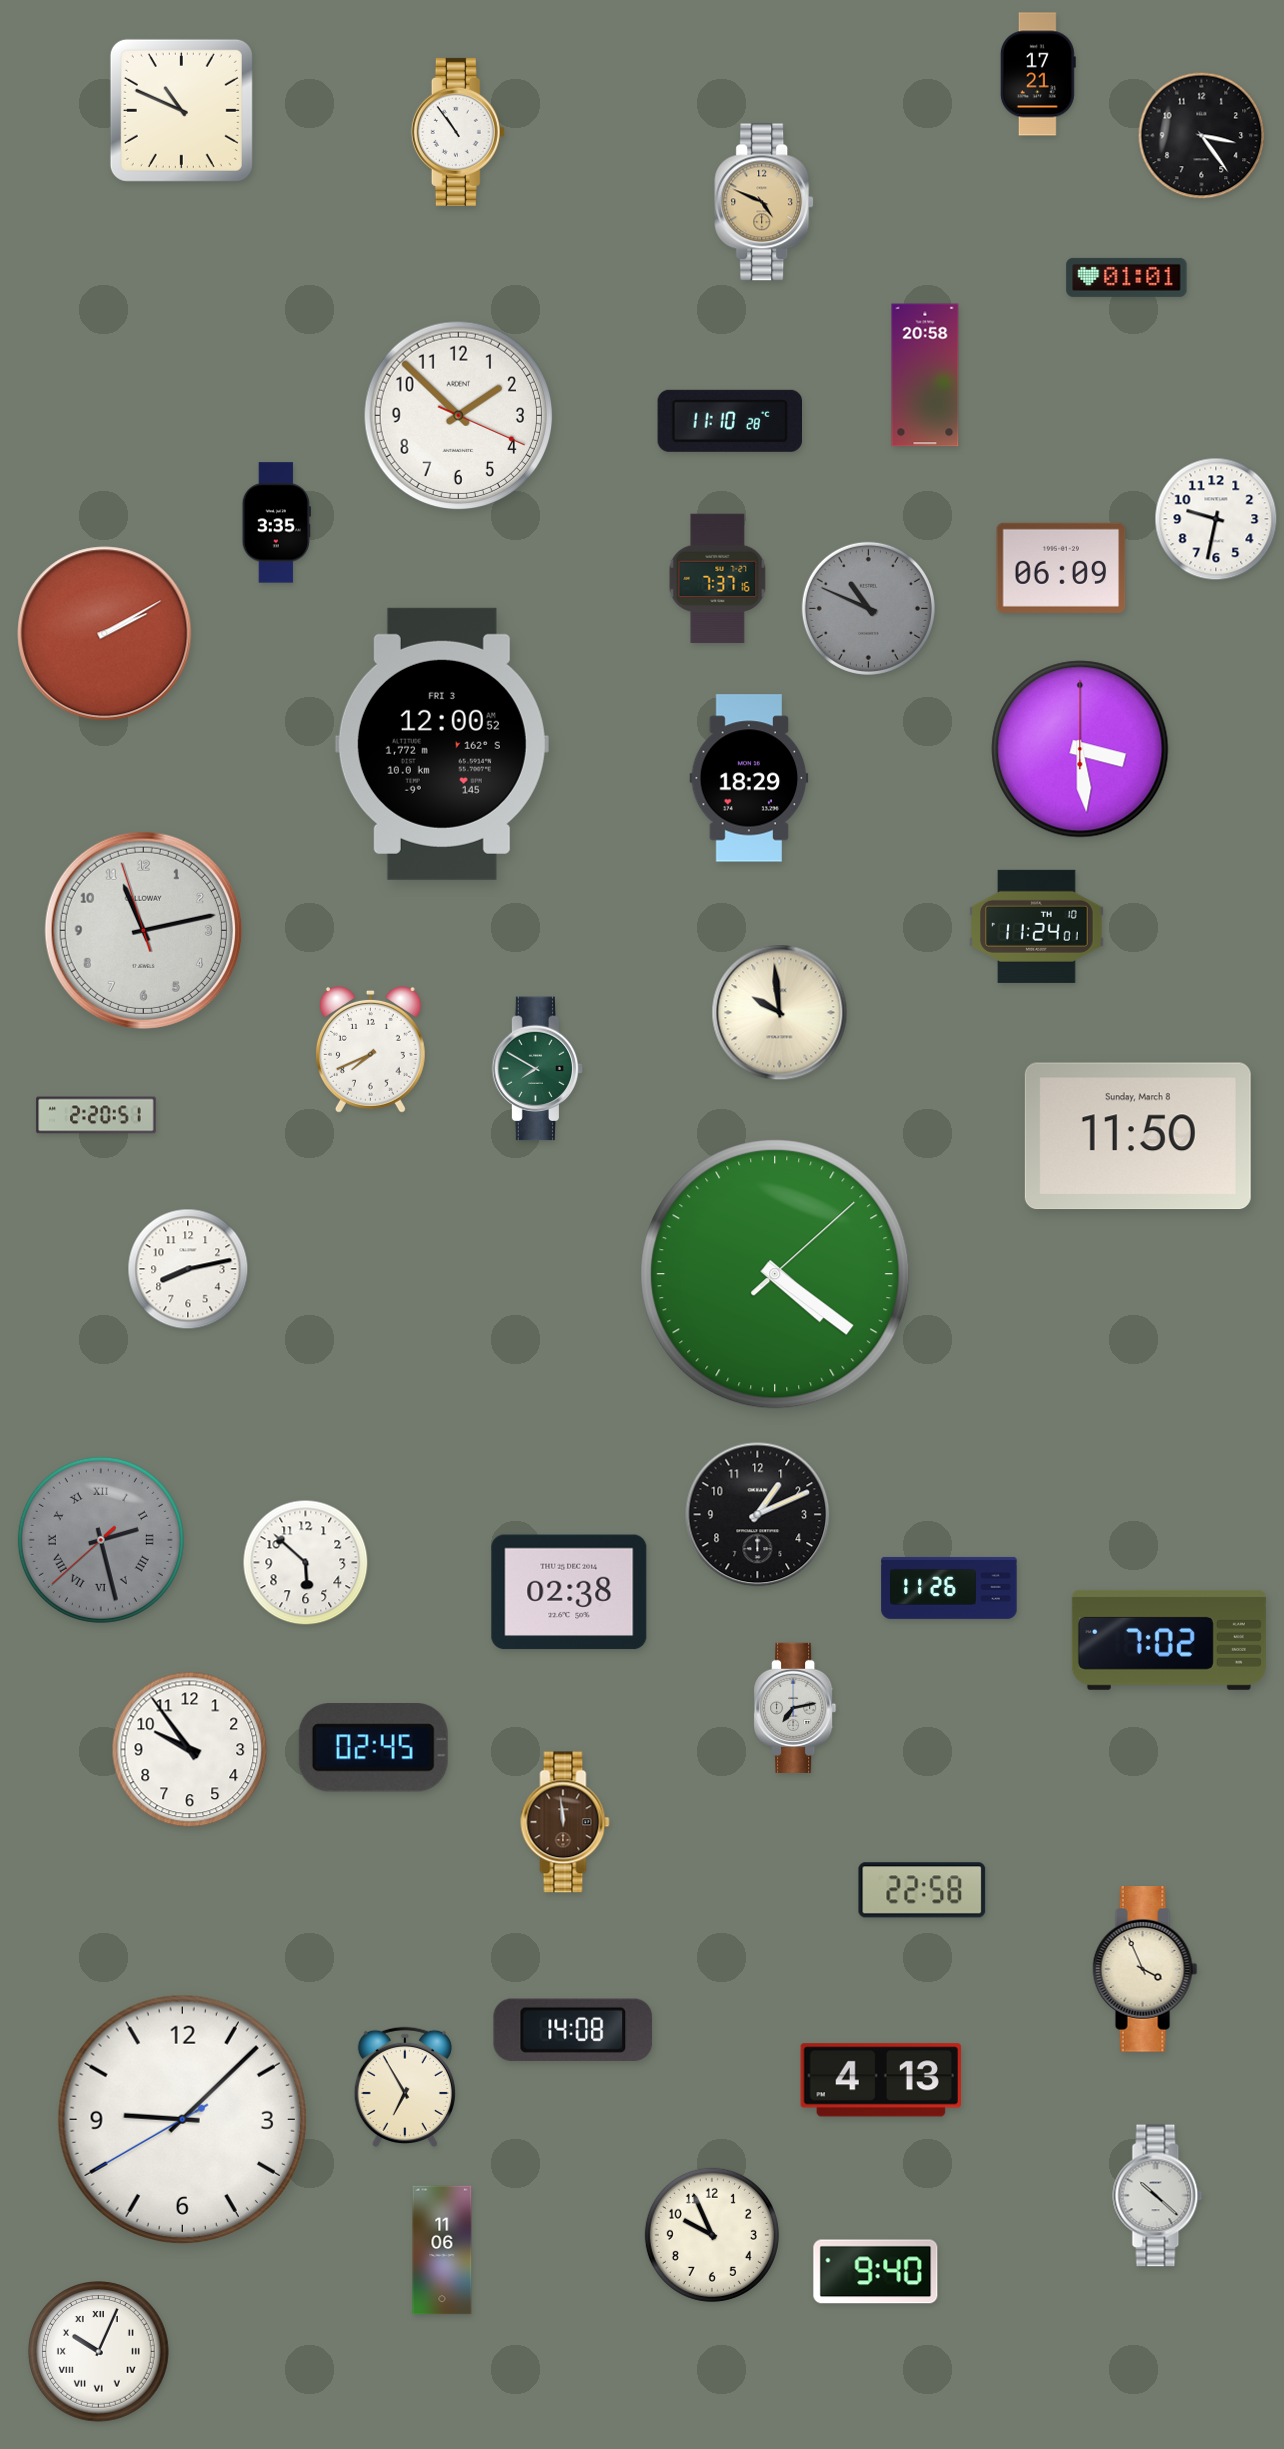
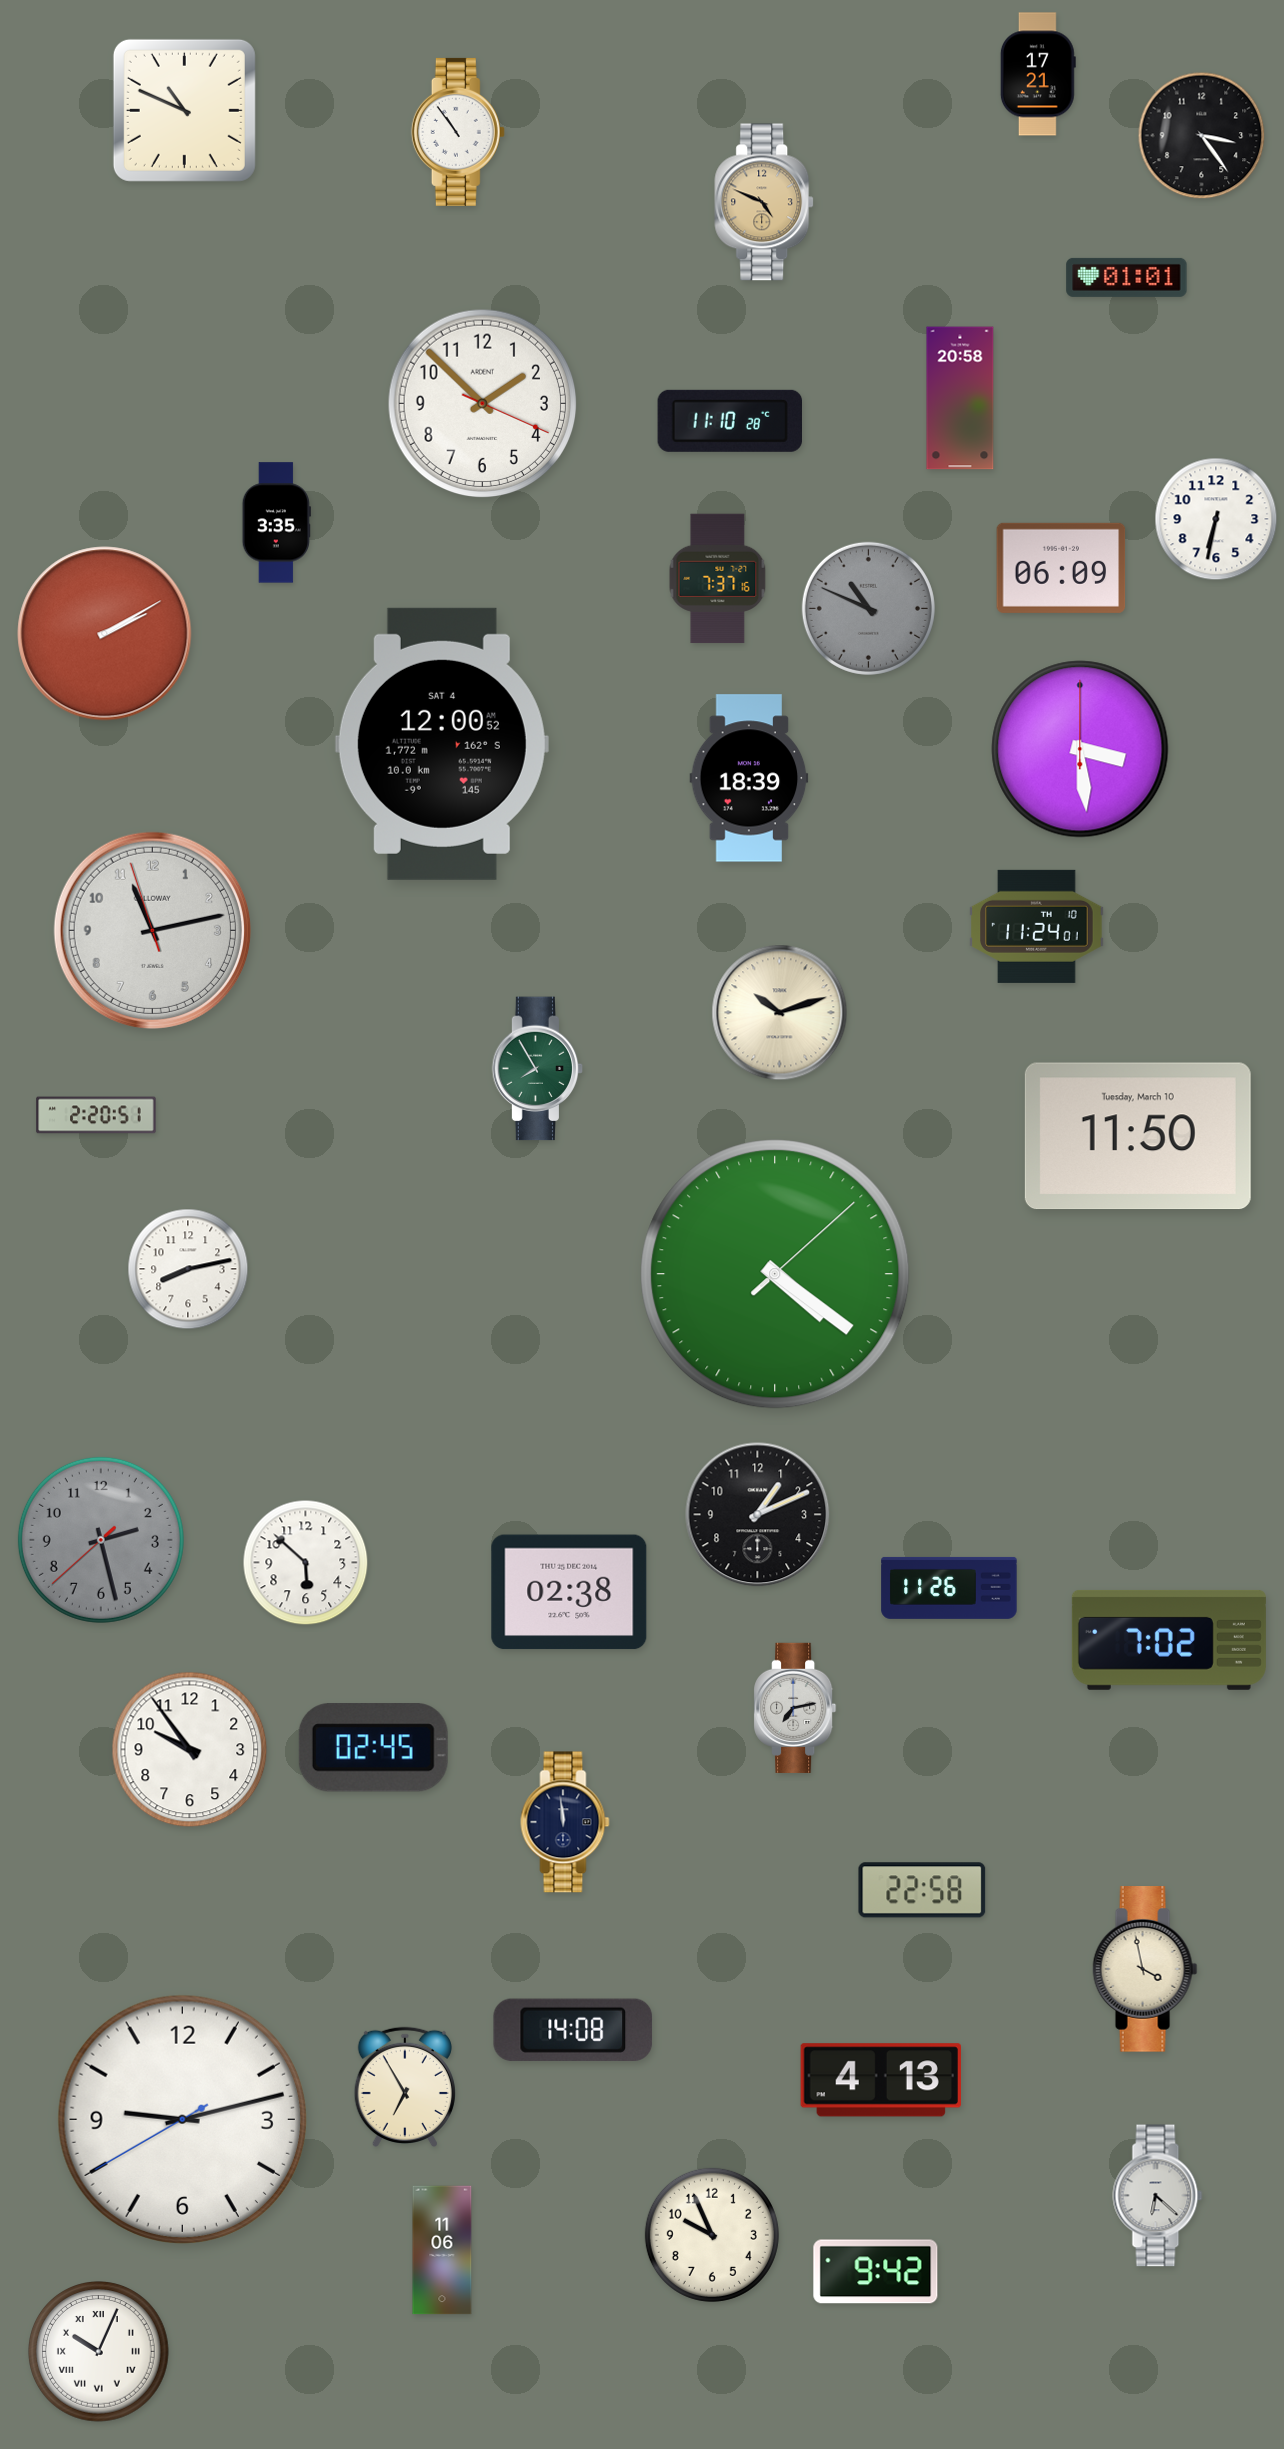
clock at (181, 110) position: (181, 110) -> (184, 110)
clock at (925, 375) position: (925, 375) -> (960, 398)
clock at (459, 416) position: (459, 416) -> (483, 404)
clock at (1216, 519): 9:32 -> 6:32
clock at (442, 744) date: FRI 3 -> SAT 4
clock at (749, 778): 18:29 -> 18:39
clock at (143, 930) position: (143, 930) -> (152, 930)
clock at (780, 1013): 9:59 -> 10:12
clock at (370, 1049): 7:41 -> none
clock at (538, 1069): 7:50 -> 7:55
clock at (1138, 1136) date: Sunday, March 8 -> Tuesday, March 10
clock at (101, 1540) numerals: Roman -> Arabic
clock at (565, 1822) dial: brown -> navy
clock at (1145, 1969): 3:56 -> 3:58
clock at (182, 2119): 9:07 -> 9:12
clock at (1158, 2196): 10:22 -> 6:22
clock at (876, 2272): 9:40 -> 9:42
